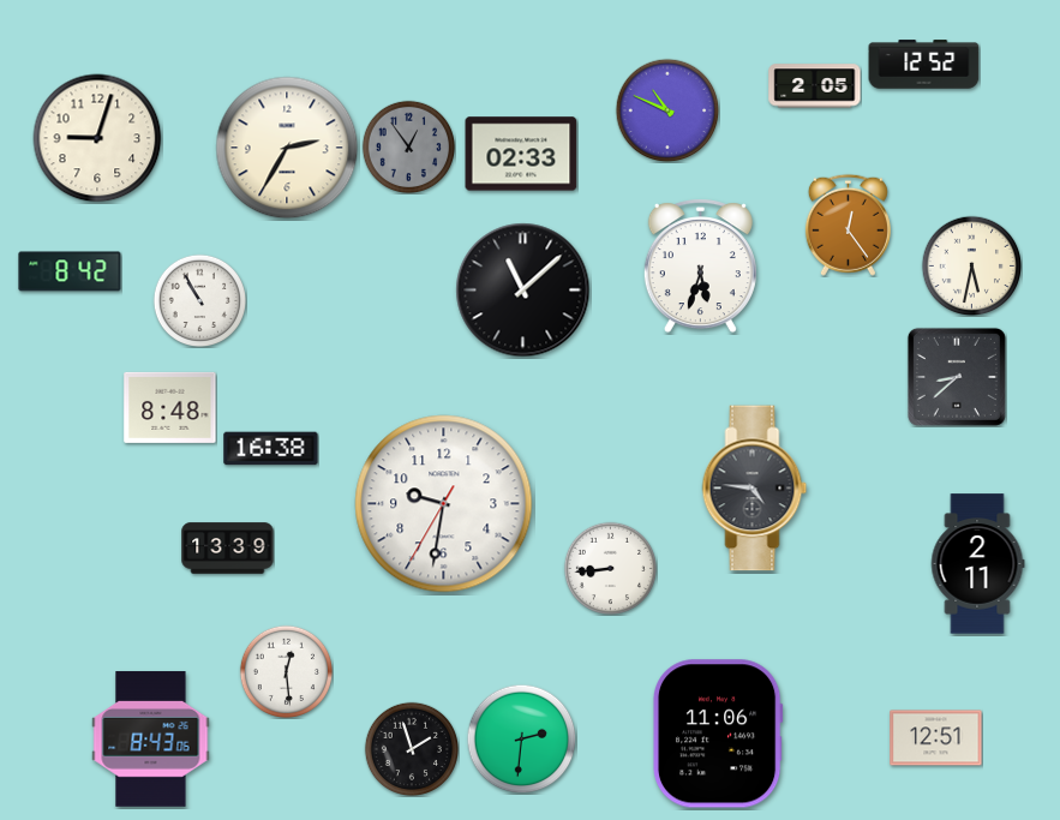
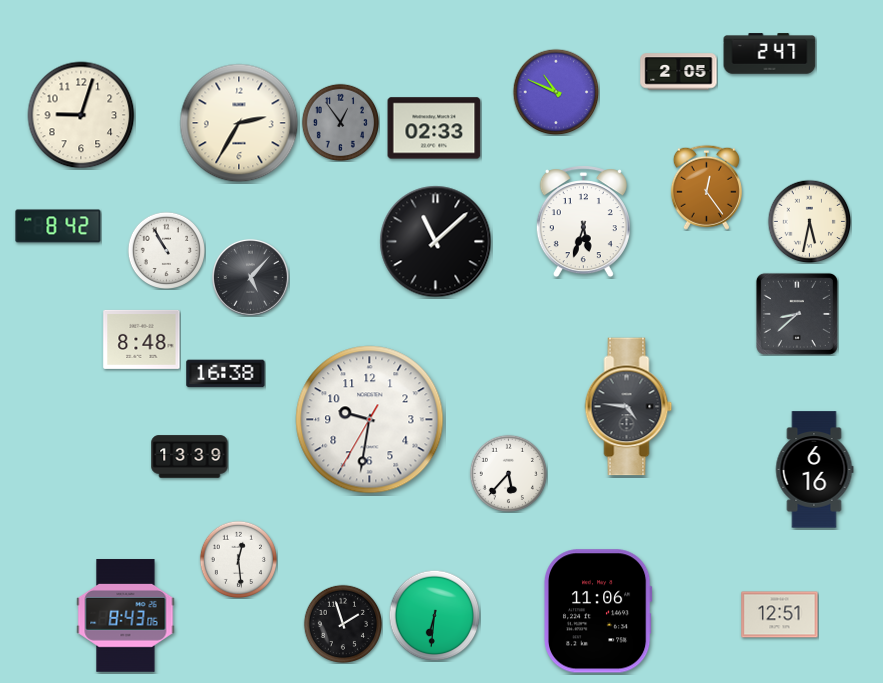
clock at (924, 65): 12:52 -> 2:47
clock at (250, 277): none -> 5:07
clock at (977, 564): 2:11 -> 6:16
clock at (610, 568): 8:44 -> 5:37
clock at (521, 738): 2:31 -> 6:31
